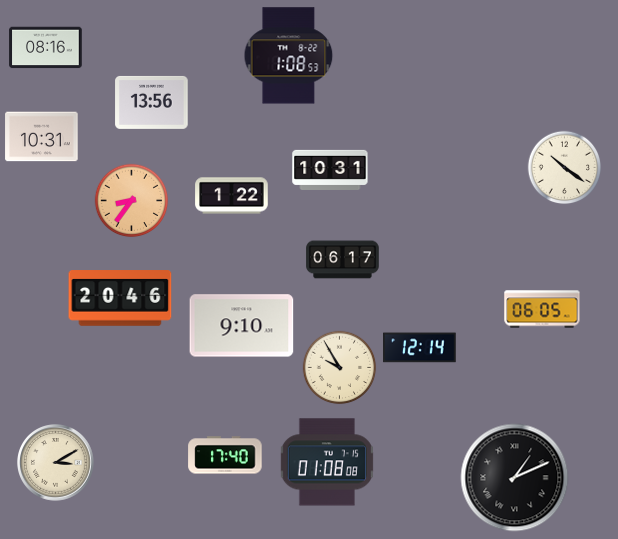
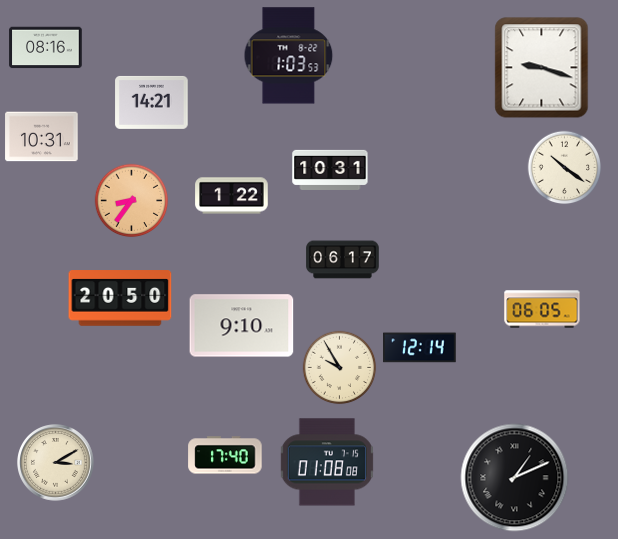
clock at (289, 56): 1:08 -> 1:03
clock at (542, 68): none -> 9:18
clock at (152, 102): 13:56 -> 14:21
clock at (120, 298): 20:46 -> 20:50
